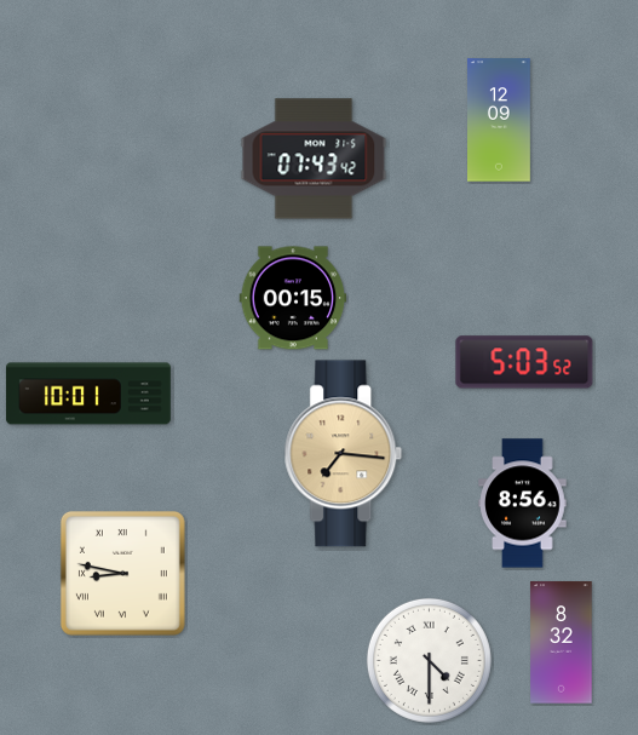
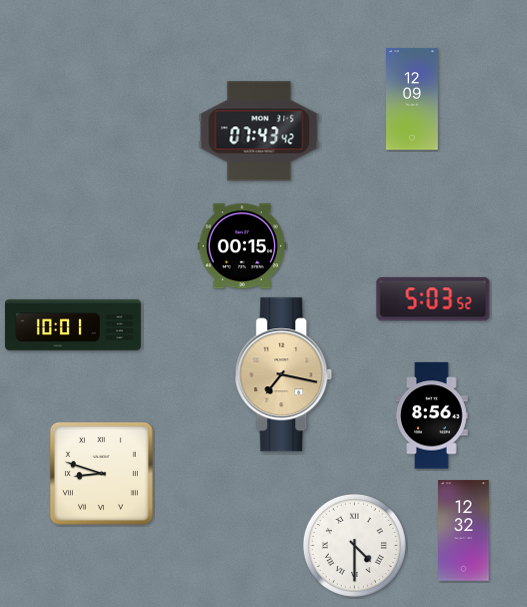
clock at (344, 454): 7:16 -> 7:17
clock at (122, 573): 8:47 -> 8:48
clock at (562, 643): 8:32 -> 12:32
